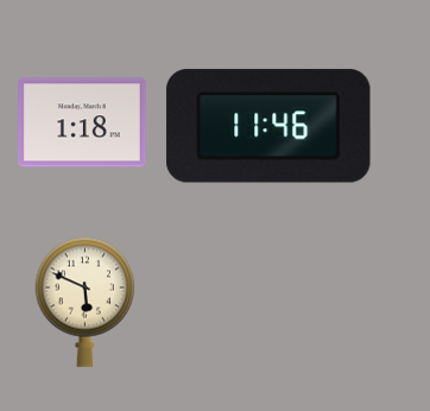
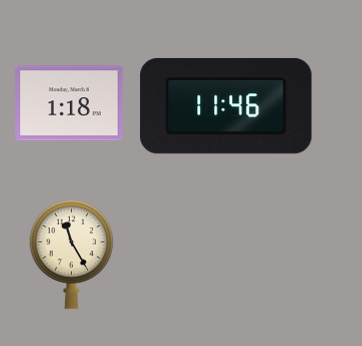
clock at (86, 302): 5:49 -> 11:25
